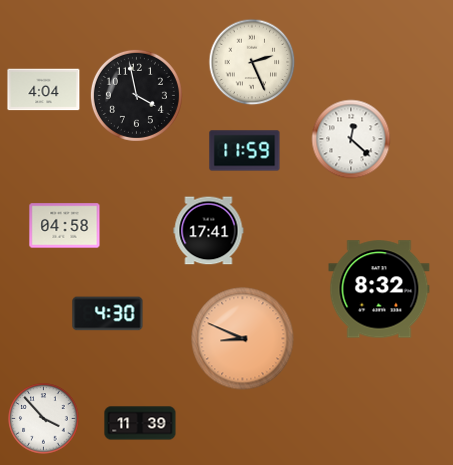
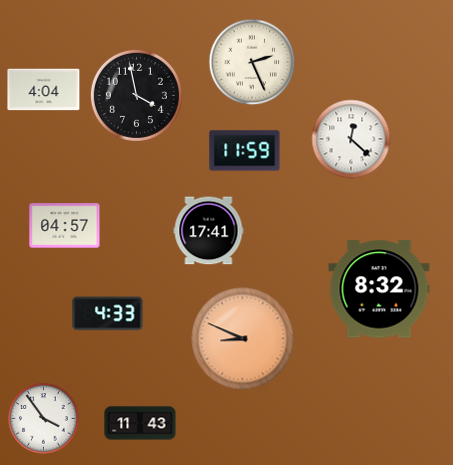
clock at (65, 226): 04:58 -> 04:57
clock at (108, 314): 4:30 -> 4:33
clock at (44, 419): 3:53 -> 3:54
clock at (140, 423): 11:39 -> 11:43
